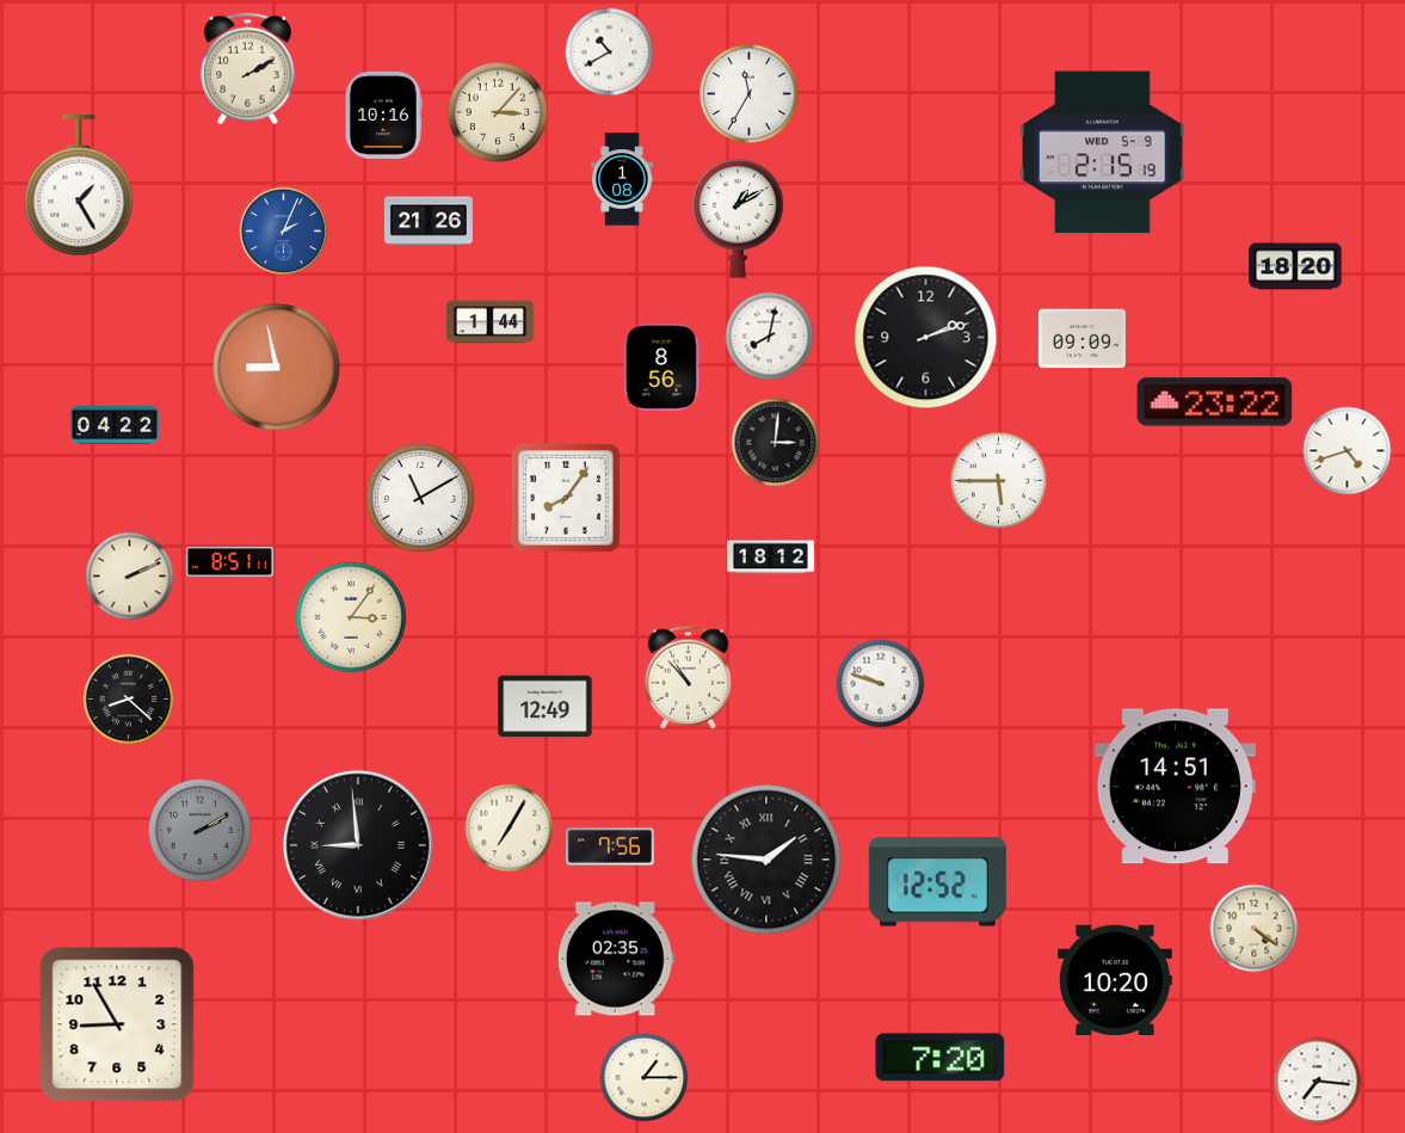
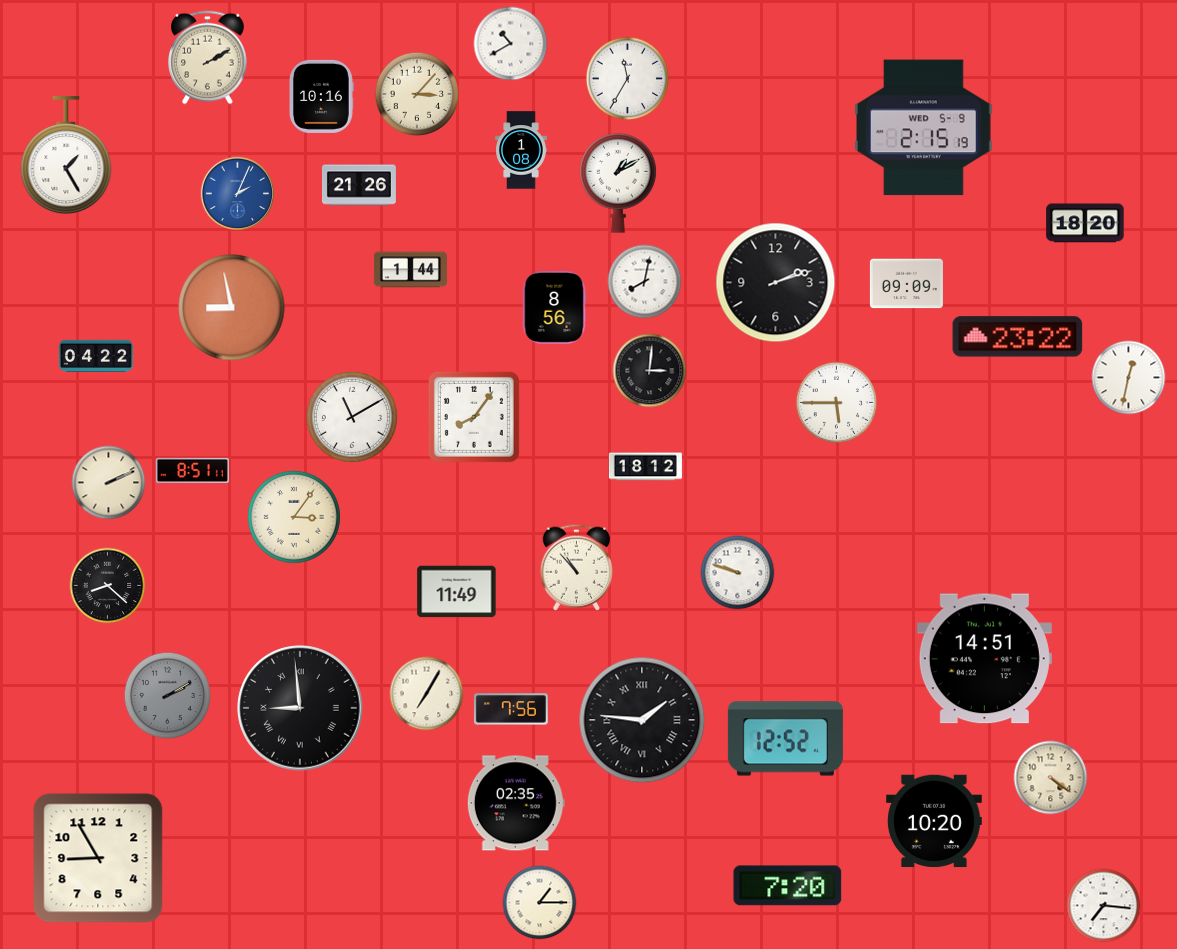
clock at (1348, 451): 4:42 -> 12:32
clock at (546, 707): 12:49 -> 11:49
